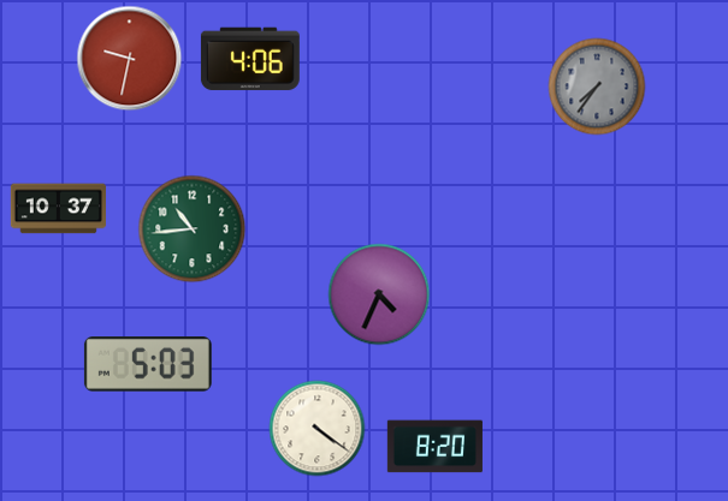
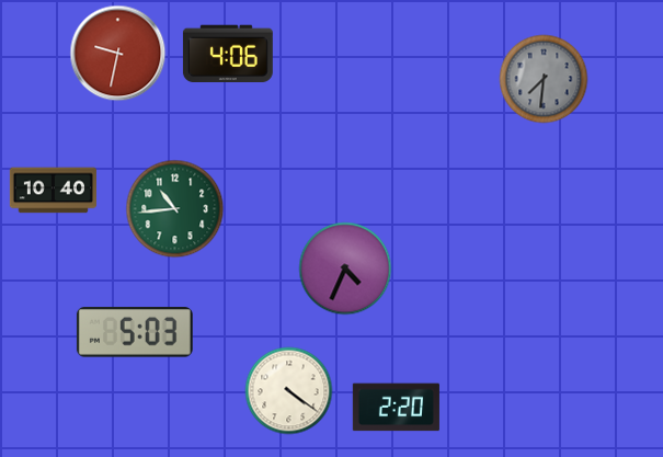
clock at (597, 87): 7:36 -> 7:31
clock at (58, 209): 10:37 -> 10:40
clock at (434, 447): 8:20 -> 2:20
